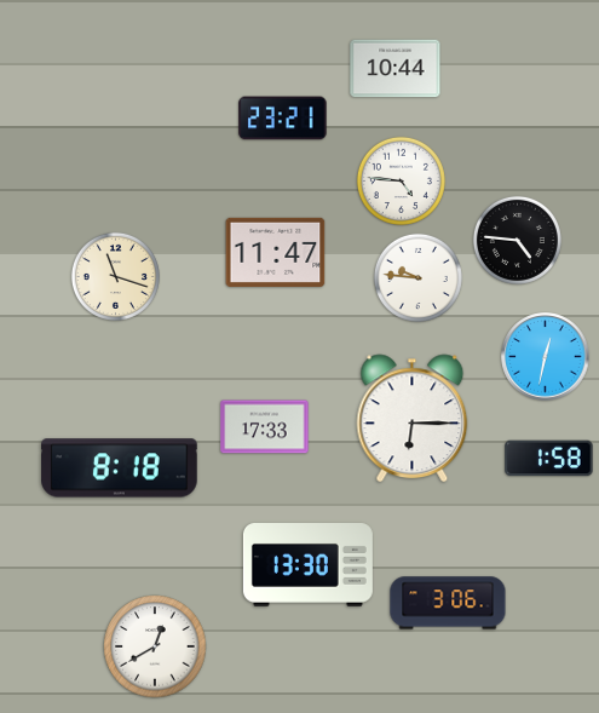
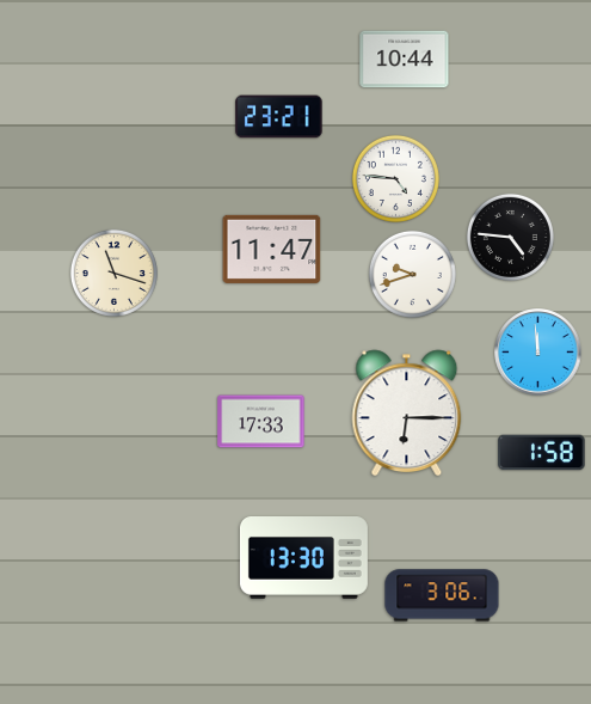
clock at (396, 69) position: (396, 69) -> (405, 60)
clock at (417, 277): 9:46 -> 9:42
clock at (546, 357): 12:32 -> 11:59
clock at (120, 468): 8:18 -> none
clock at (155, 646): 12:40 -> none
